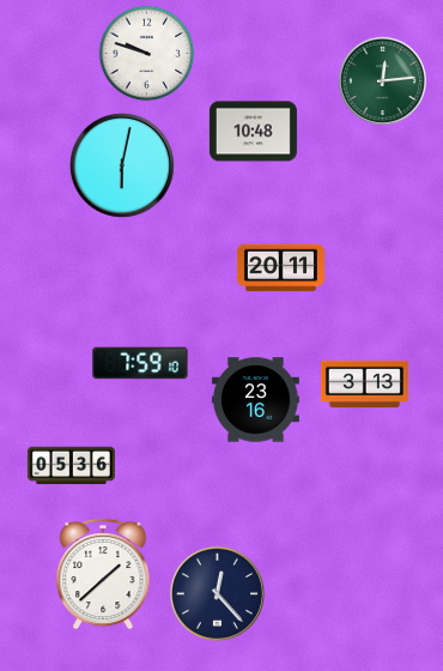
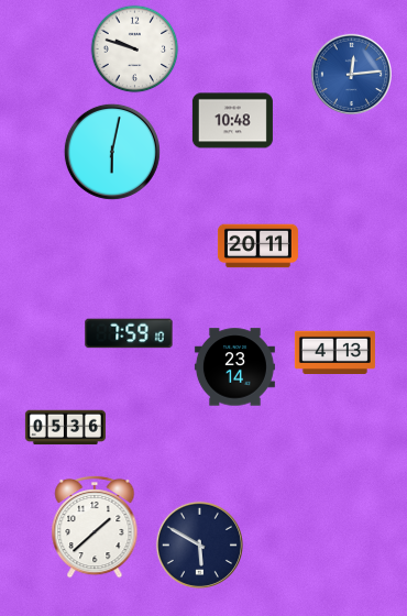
clock at (382, 80) dial: green -> blue
clock at (364, 385): 3:13 -> 4:13
clock at (255, 400): 23:16 -> 23:14
clock at (217, 593): 12:23 -> 5:50
